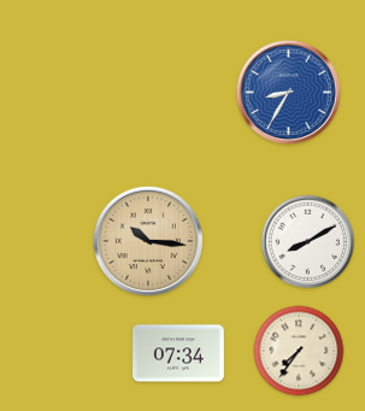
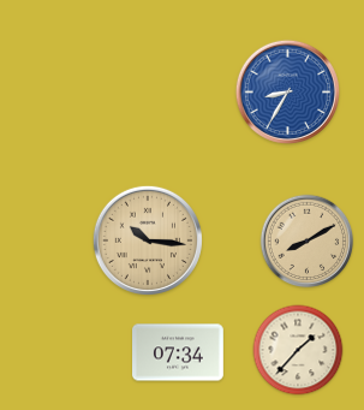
clock at (308, 242) dial: white -> champagne
clock at (299, 351): 7:36 -> 1:37
